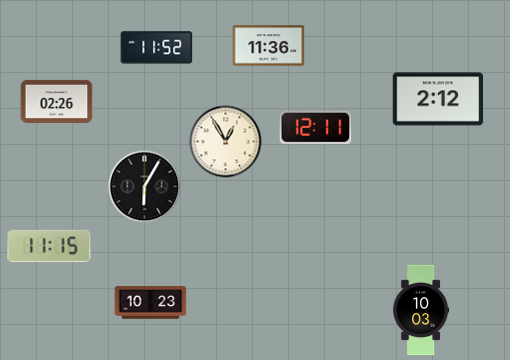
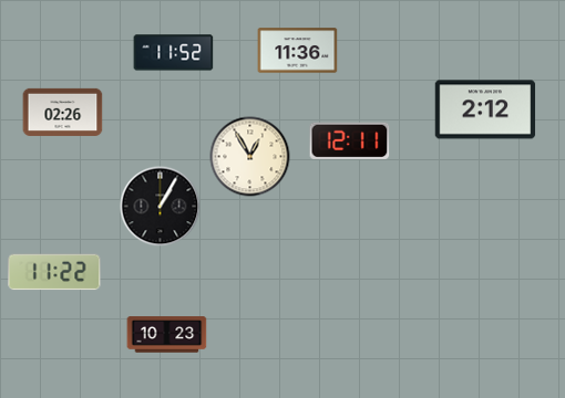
clock at (145, 187): 6:05 -> 1:05
clock at (49, 246): 11:15 -> 11:22
clock at (421, 310): 10:03 -> none
